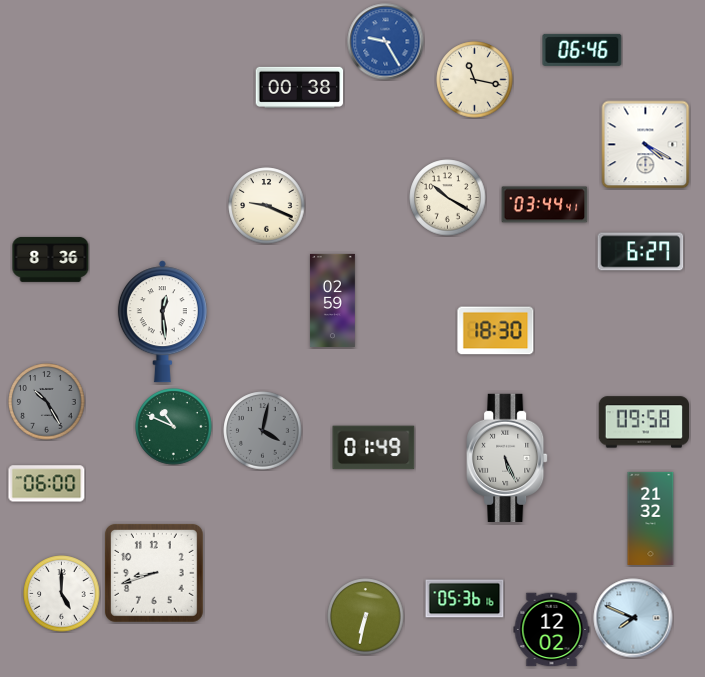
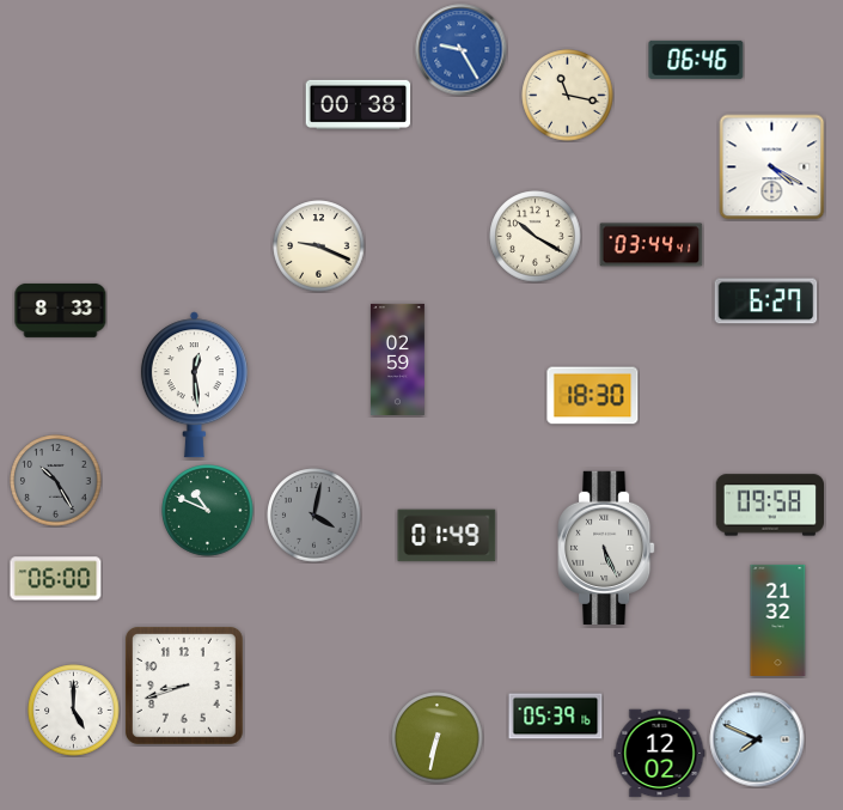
clock at (646, 145) position: (646, 145) -> (772, 168)
clock at (51, 259): 8:36 -> 8:33
clock at (465, 599): 05:36 -> 05:39
